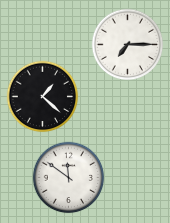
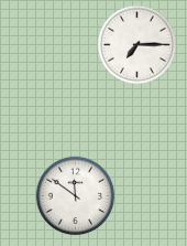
clock at (128, 45) position: (128, 45) -> (137, 45)
clock at (43, 97): 1:22 -> none
